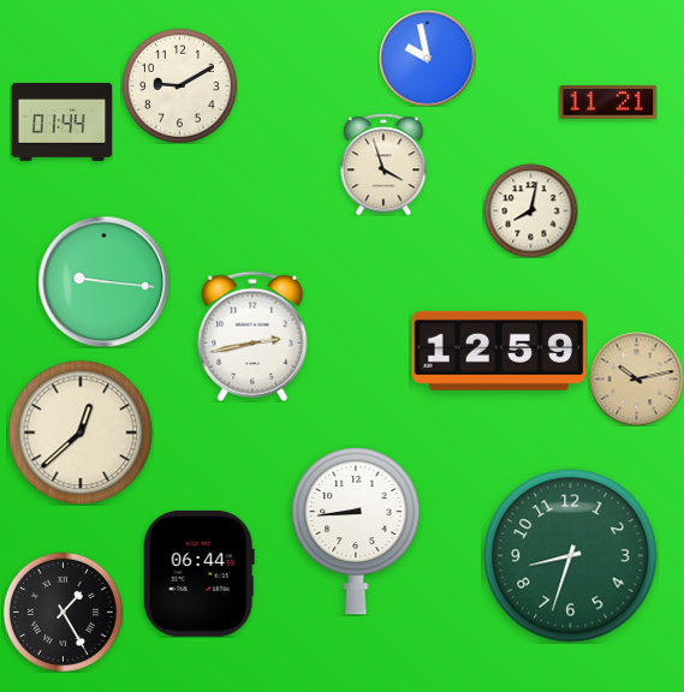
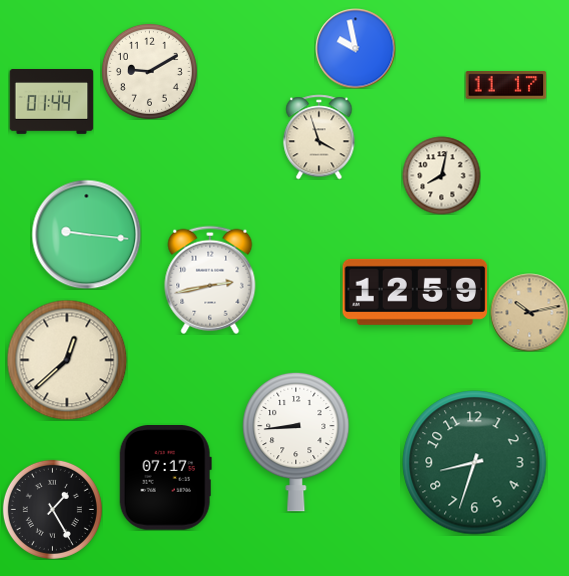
clock at (608, 103): 11:21 -> 11:17
clock at (636, 378) position: (636, 378) -> (529, 312)
clock at (198, 574): 06:44 -> 07:17
